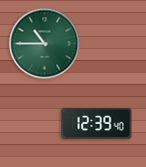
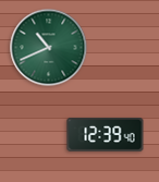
clock at (45, 44): 10:45 -> 10:41
